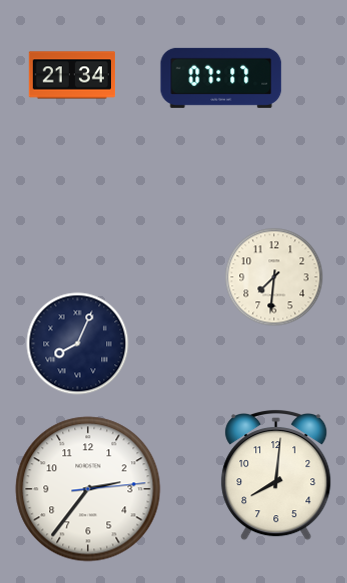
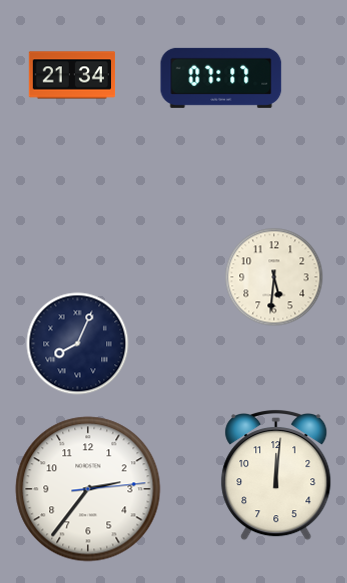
clock at (274, 277): 7:31 -> 5:31
clock at (276, 476): 8:01 -> 12:01
